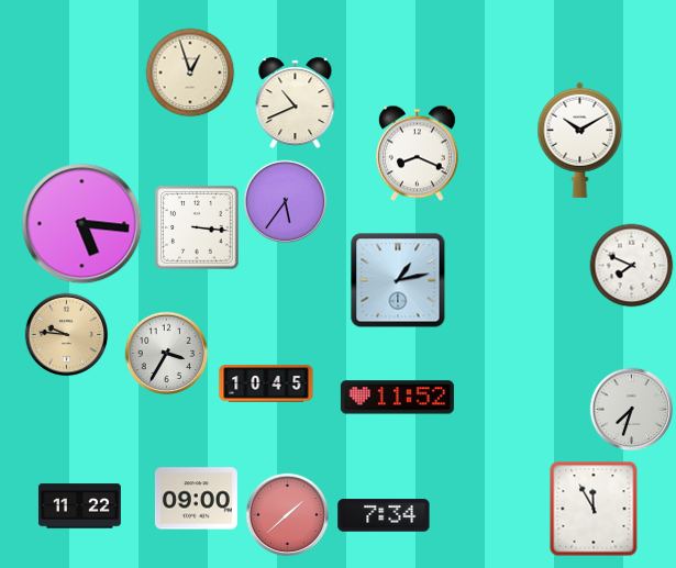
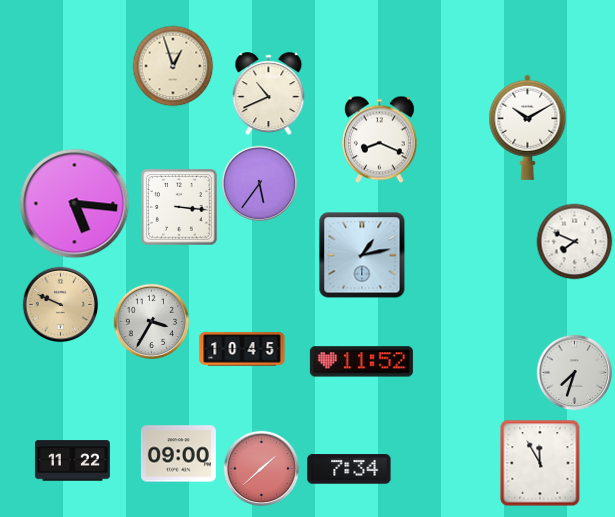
clock at (67, 335): 9:46 -> 9:49
